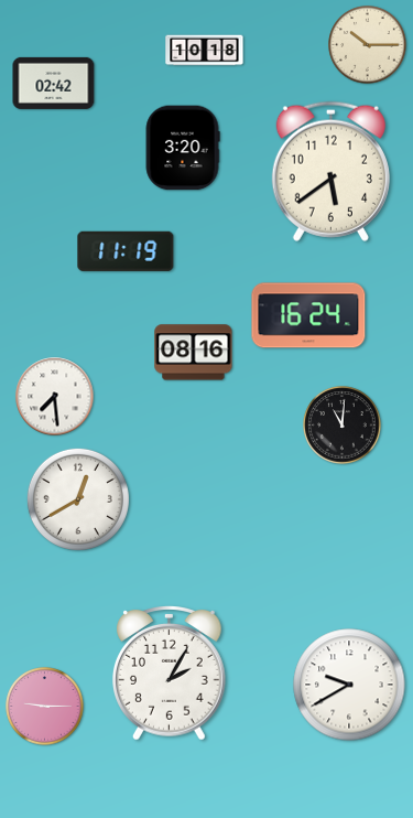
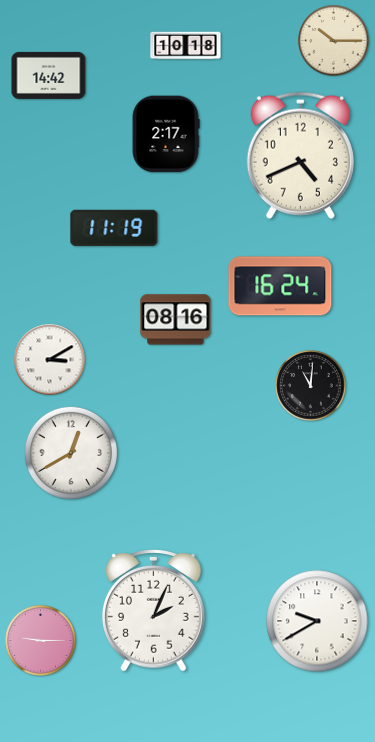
clock at (54, 83): 02:42 -> 14:42
clock at (183, 148): 3:20 -> 2:17
clock at (330, 171): 5:39 -> 4:41
clock at (55, 397): 7:29 -> 3:10
clock at (170, 674): 2:05 -> 2:04
